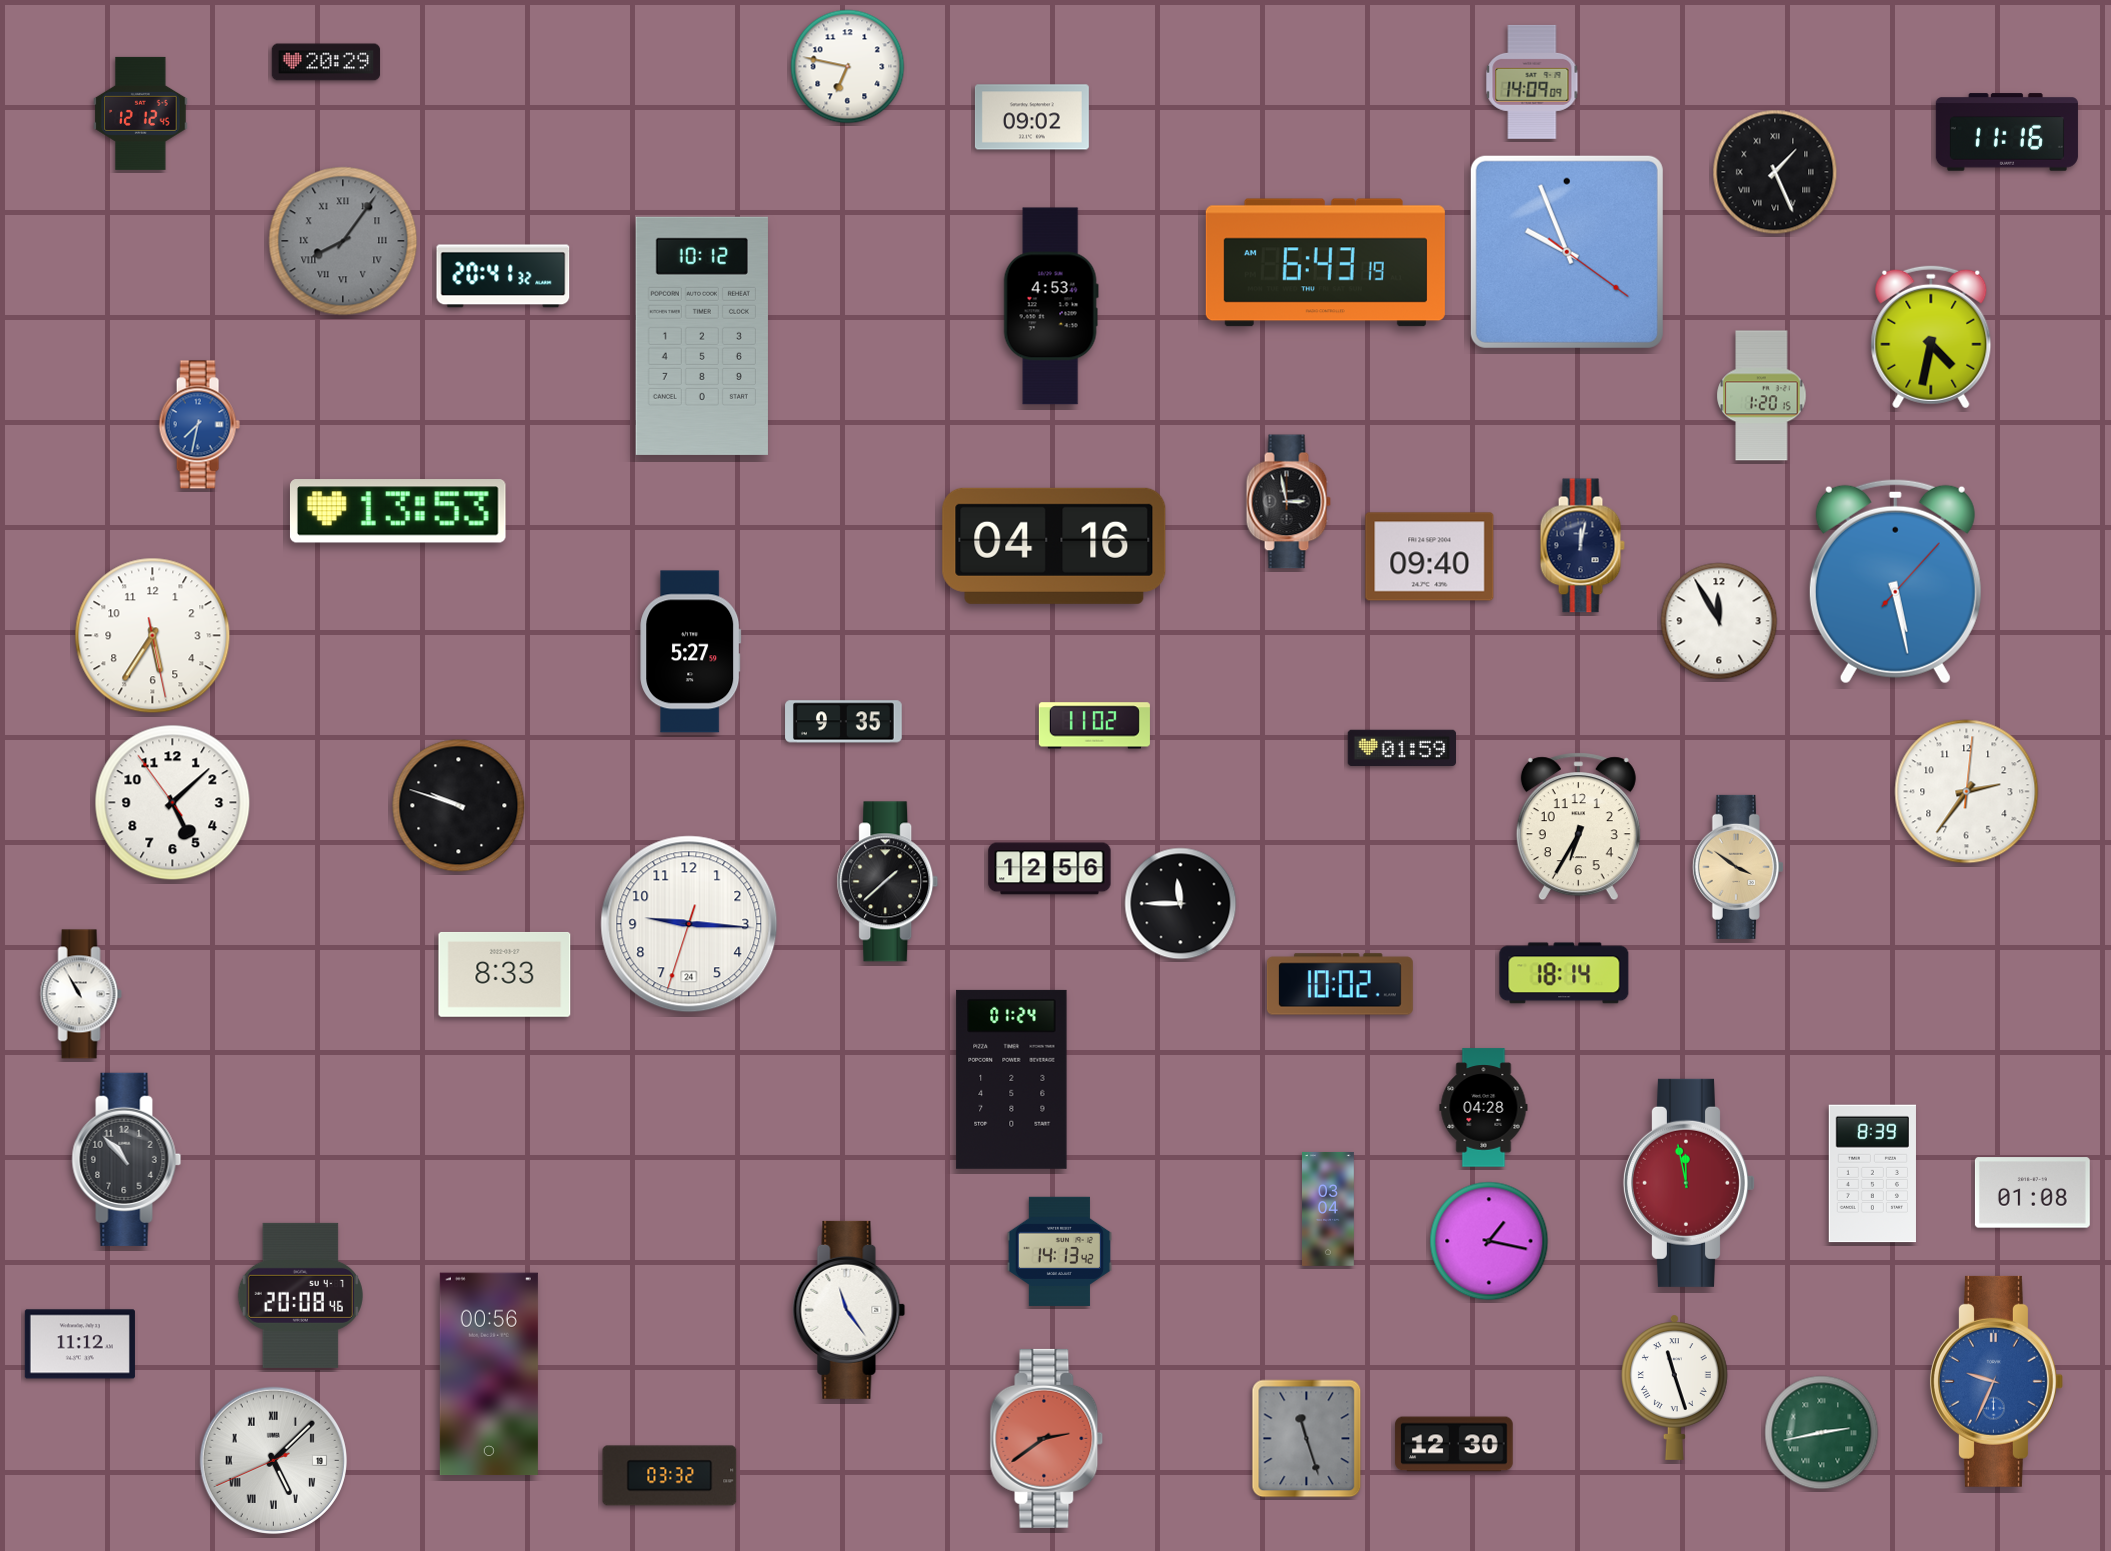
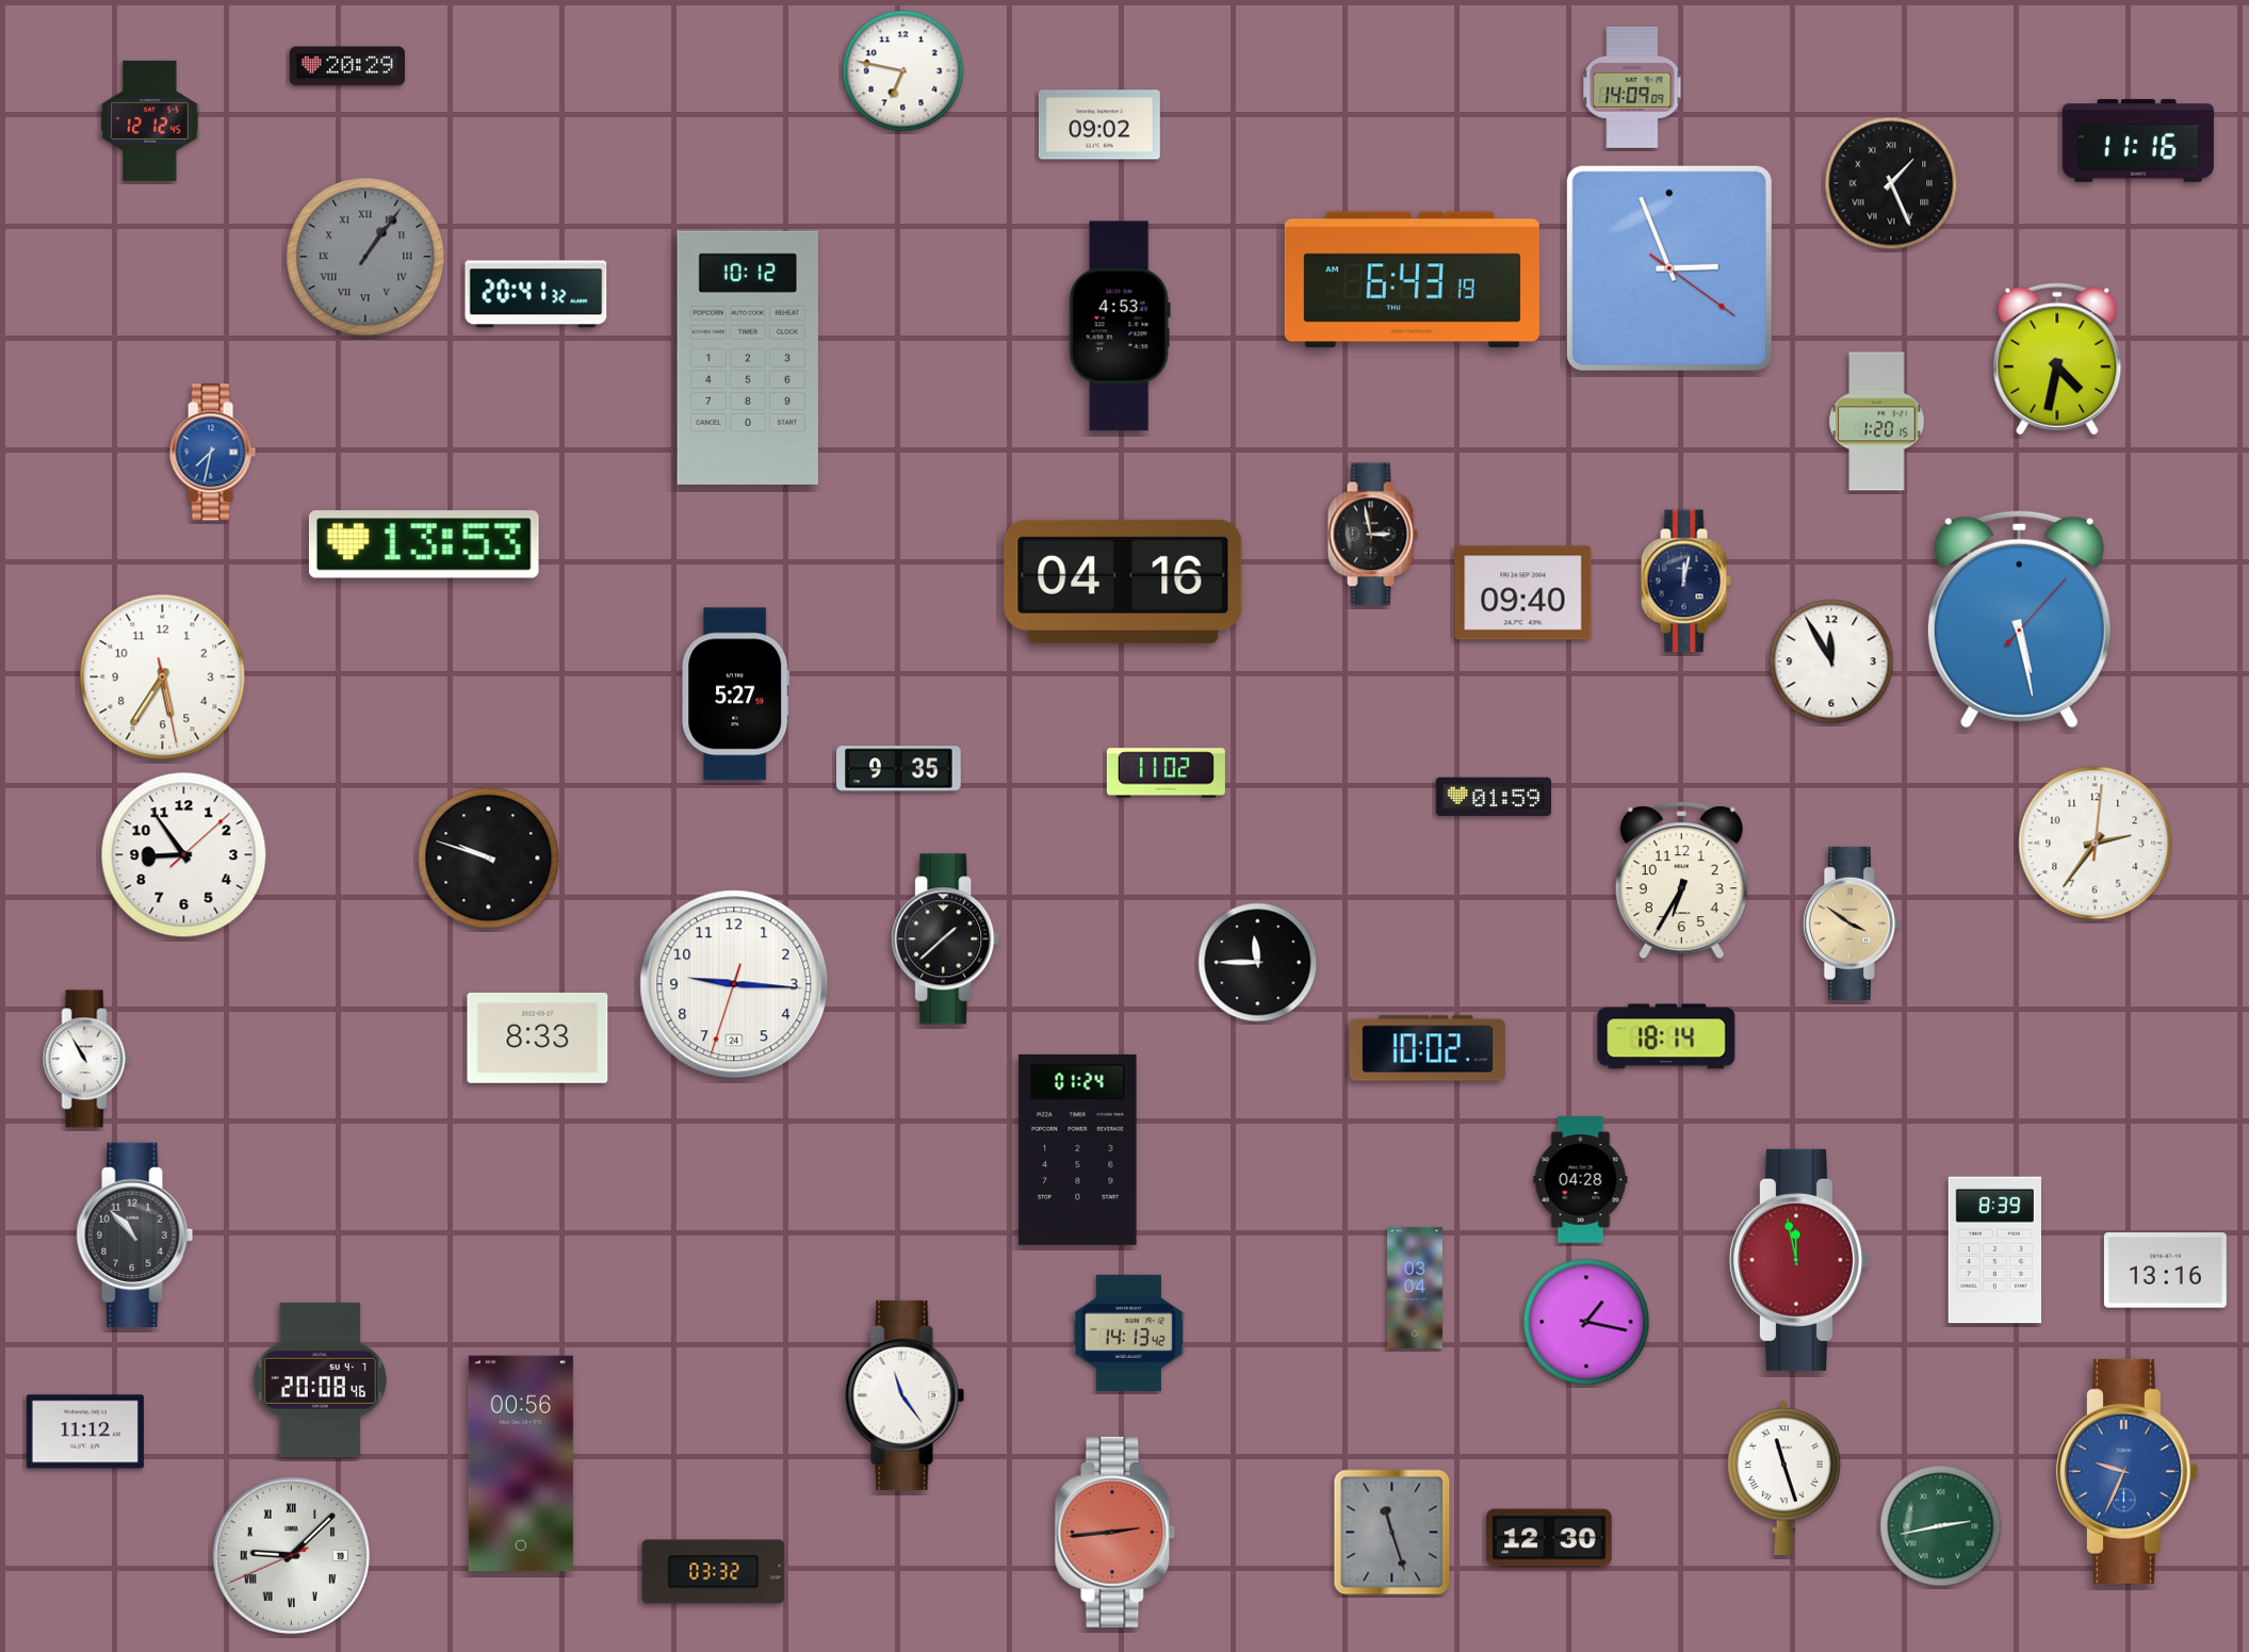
clock at (343, 241): 8:06 -> 1:06
clock at (1567, 252): 9:56 -> 2:56
clock at (173, 803): 5:07 -> 8:54
clock at (1050, 869): 12:56 -> none
clock at (2032, 1193): 01:08 -> 13:16
clock at (1047, 1438): 2:39 -> 2:44
clock at (273, 1460): 5:07 -> 9:07
